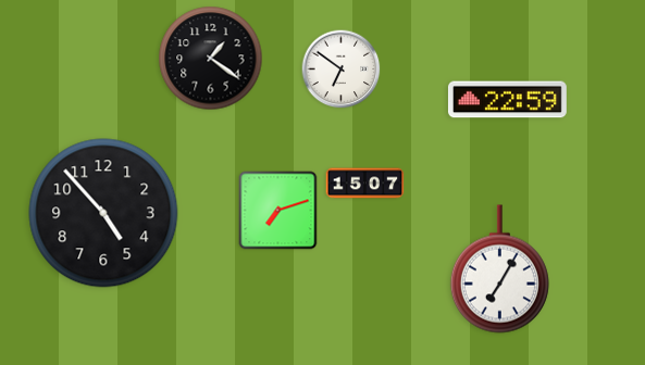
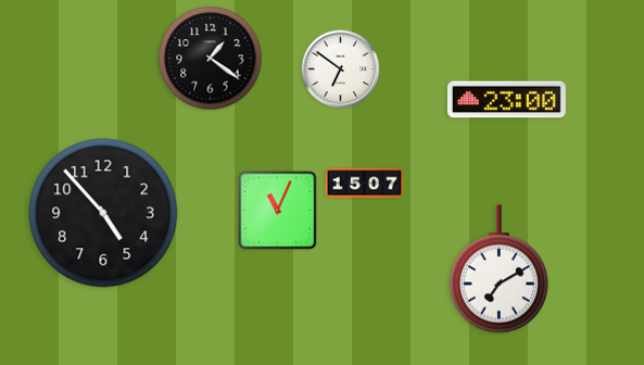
clock at (507, 100): 22:59 -> 23:00
clock at (278, 211): 7:12 -> 11:04
clock at (499, 269): 7:05 -> 7:10
